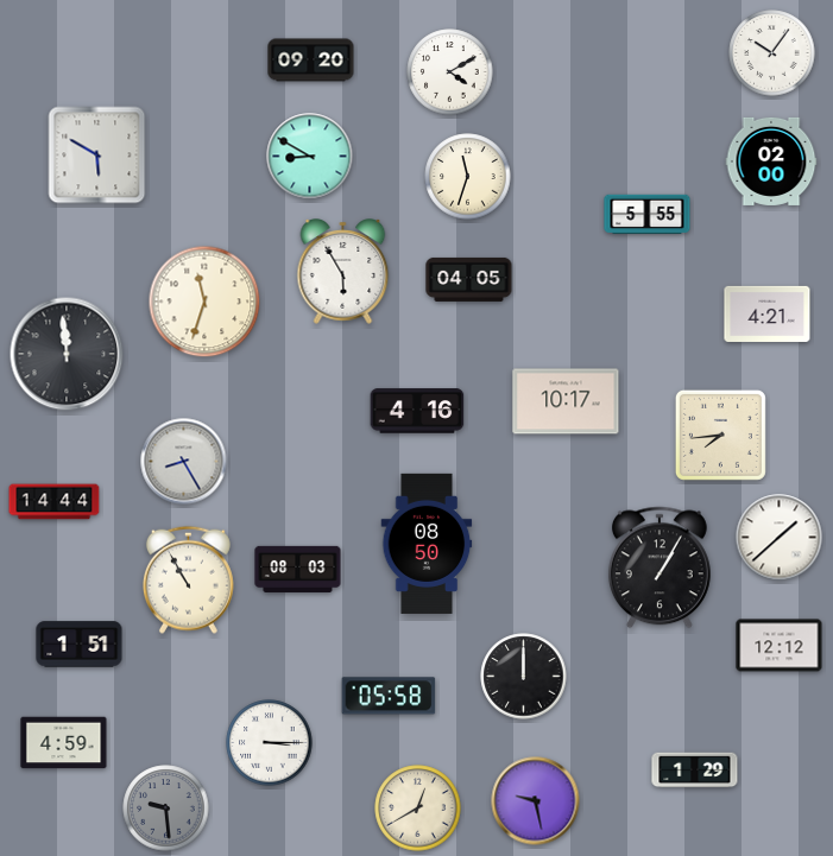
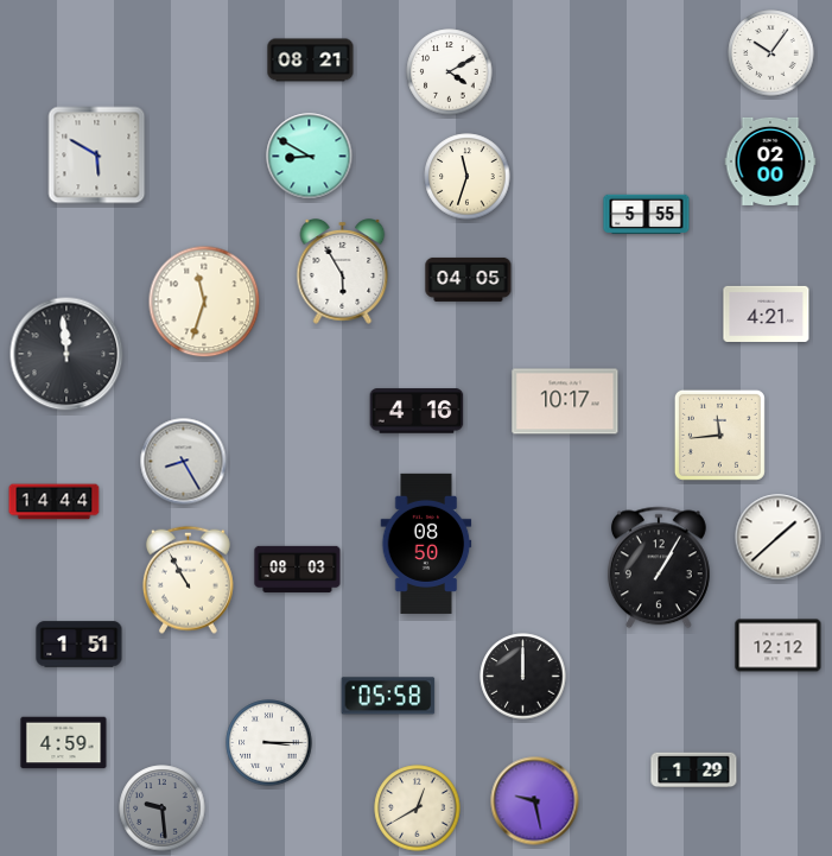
clock at (311, 61): 09:20 -> 08:21
clock at (720, 435): 7:44 -> 11:44
clock at (166, 809) position: (166, 809) -> (163, 809)
